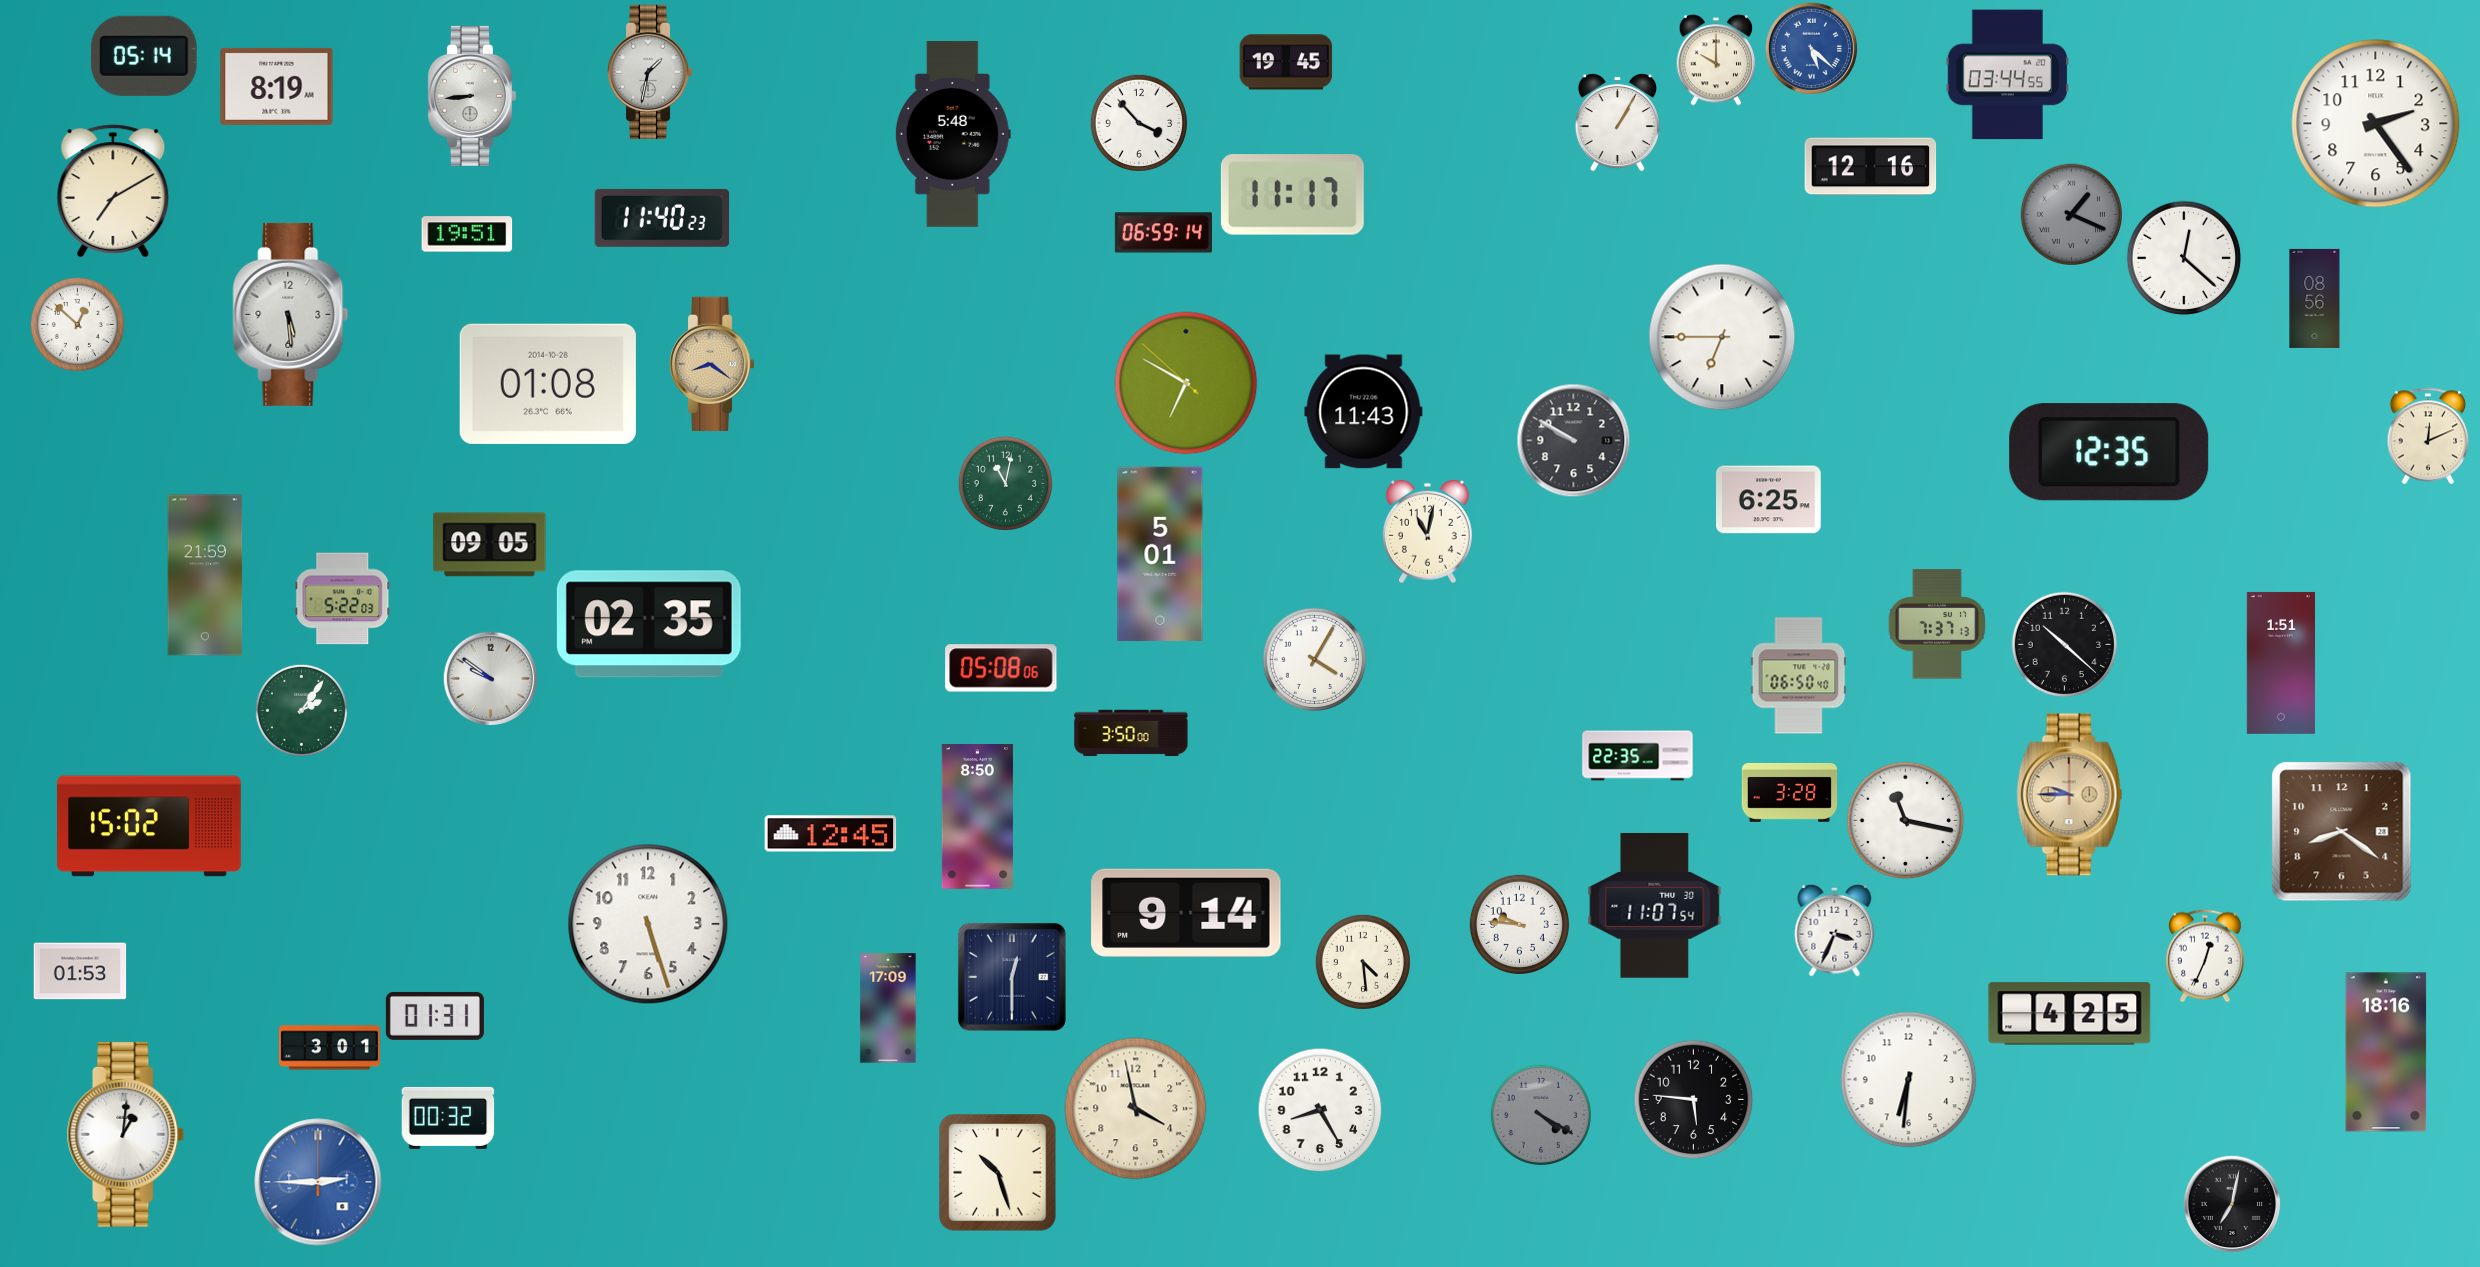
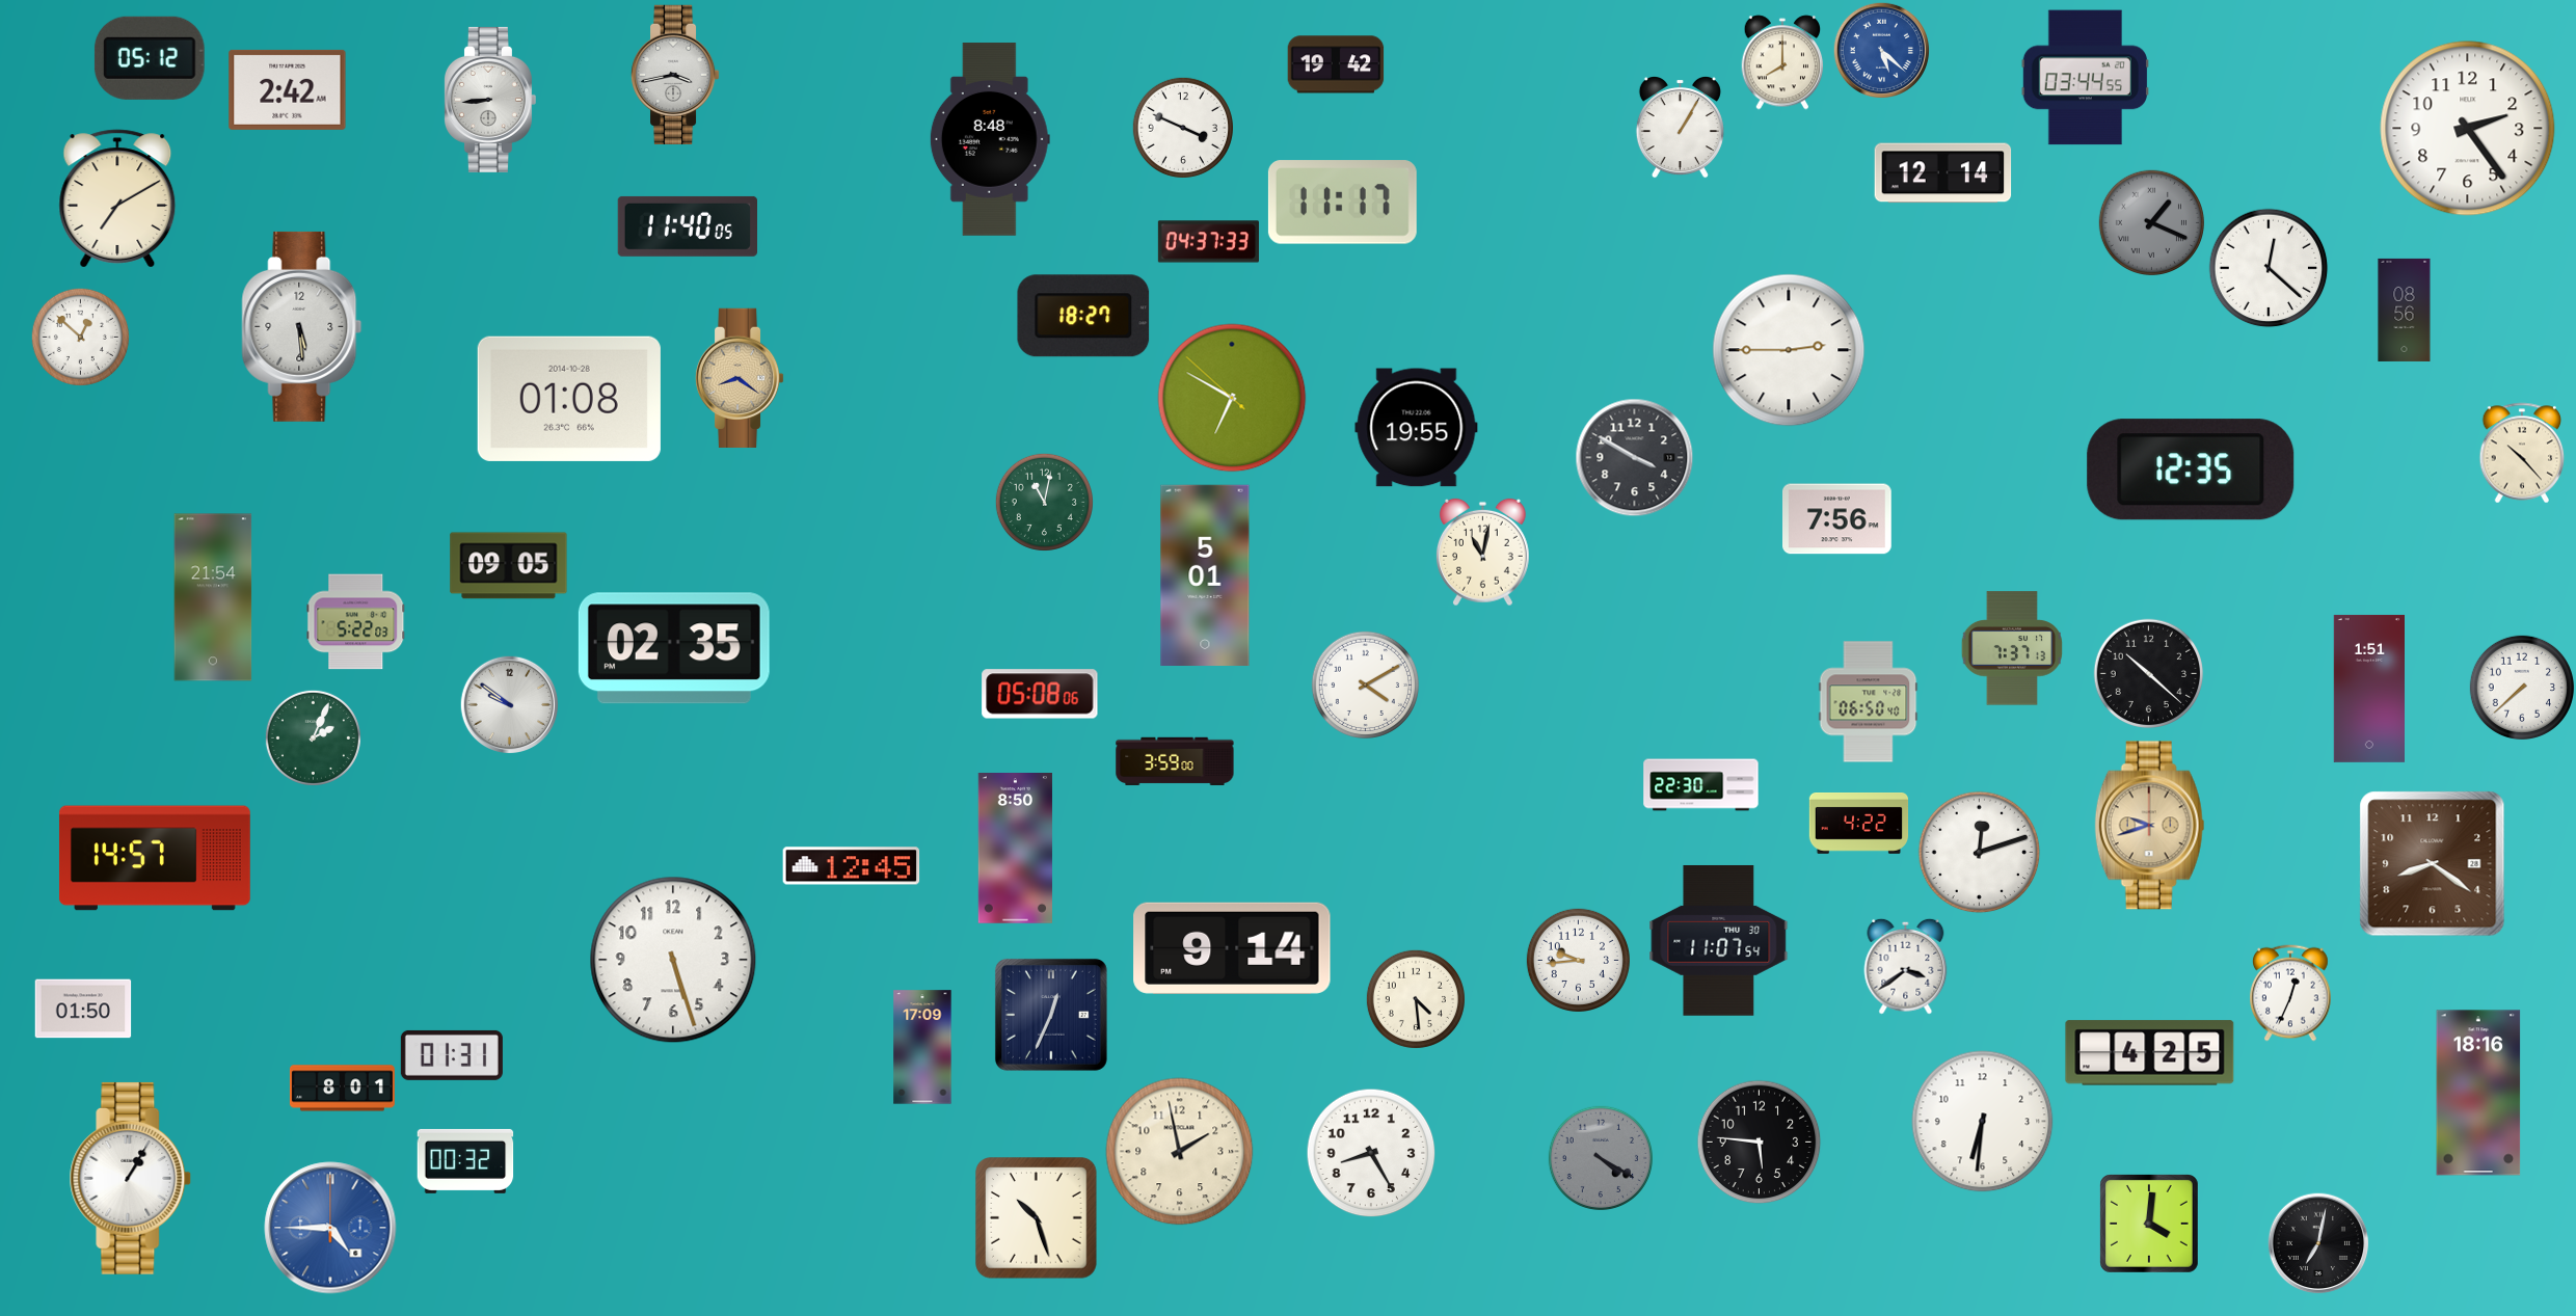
clock at (144, 56): 05:14 -> 05:12
clock at (1716, 60): 10:00 -> 8:00
clock at (1286, 62): 19:45 -> 19:42
clock at (650, 71): 1:32 -> 3:43
clock at (277, 86): 8:19 -> 2:42
clock at (1139, 123): 3:53 -> 3:49
clock at (953, 134): 5:48 -> 8:48
clock at (1871, 167): 12:16 -> 12:14
clock at (661, 218): 11:40:23 -> 11:40:05
clock at (1163, 233): 06:59 -> 04:37
clock at (467, 234): 19:51 -> none
clock at (1083, 316): none -> 18:27
clock at (1722, 337): 6:45 -> 2:45
clock at (1364, 412): 11:43 -> 19:55
clock at (2428, 436): 12:11 -> 10:23
clock at (1574, 441): 9:50 -> 3:50
clock at (1769, 500): 6:25 -> 7:56
clock at (205, 575): 21:59 -> 21:54
clock at (2065, 645) position: (2065, 645) -> (2149, 674)
clock at (1314, 659): 4:05 -> 4:10
clock at (2521, 687): none -> 7:38
clock at (301, 710): 2:06 -> 2:04
clock at (1131, 733): 3:50 -> 3:59
clock at (1638, 756): 22:35 -> 22:30
clock at (1790, 793): 3:28 -> 4:22
clock at (2070, 795): 9:45 -> 9:42
clock at (1906, 821): 11:17 -> 12:12
clock at (149, 826): 15:02 -> 14:57
clock at (831, 834) position: (831, 834) -> (852, 866)
clock at (1519, 924): 9:46 -> 9:44
clock at (1835, 930): 3:34 -> 3:39
clock at (80, 971): 01:53 -> 01:50
clock at (1012, 977): 12:30 -> 12:34
clock at (329, 1048): 3:01 -> 8:01
clock at (1136, 1109): 3:58 -> 1:58
clock at (126, 1134): 1:01 -> 1:05
clock at (2150, 1225): none -> 4:01
clock at (318, 1182): 2:45 -> 4:45
clock at (2232, 1204) position: (2232, 1204) -> (2318, 1243)
